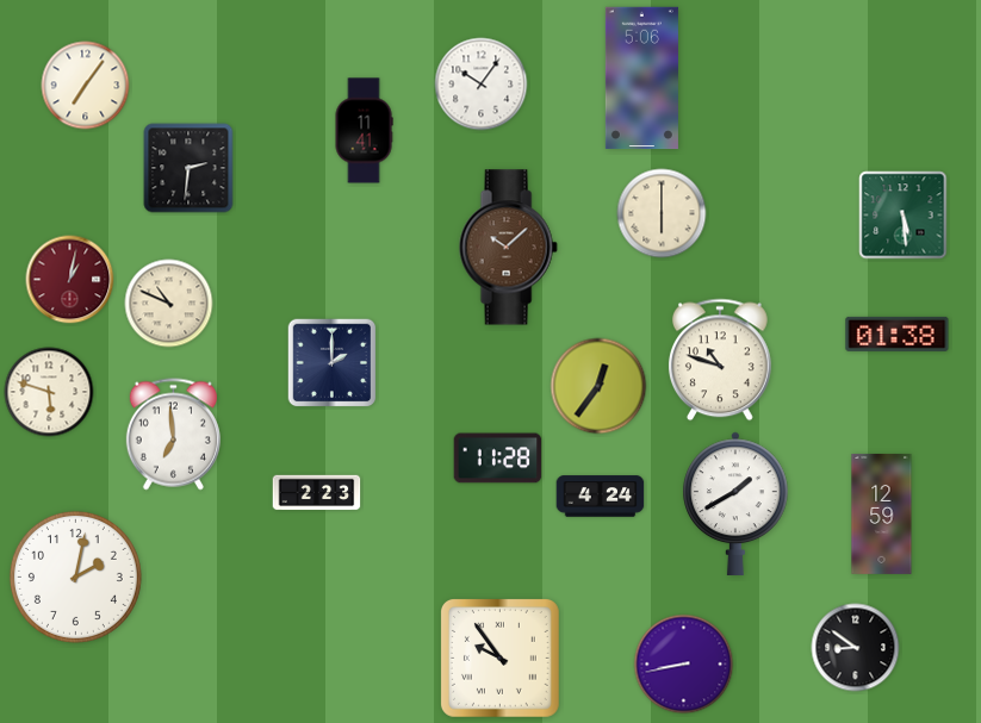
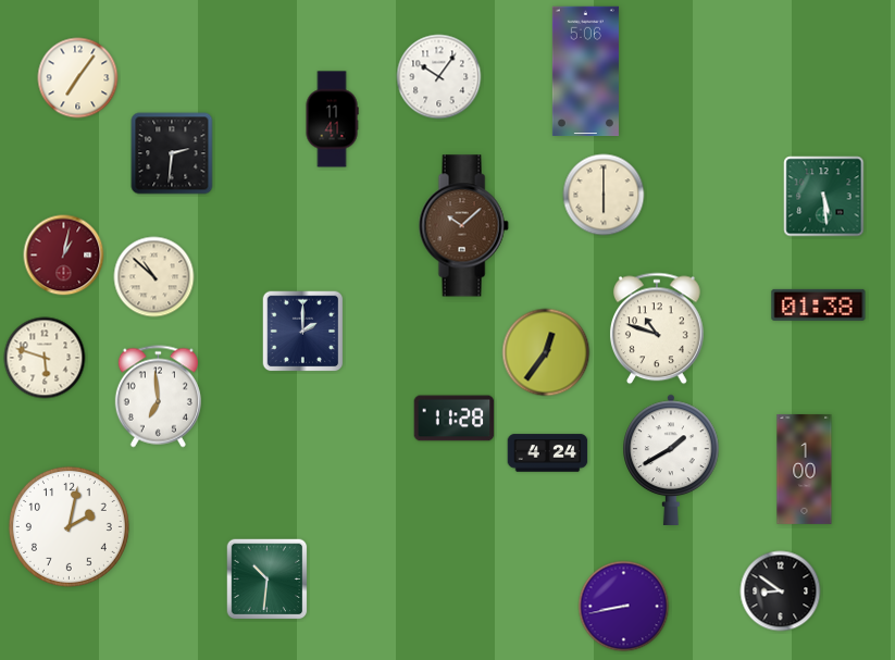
clock at (169, 304): 10:49 -> 10:52
clock at (317, 493): 2:23 -> none
clock at (882, 513): 12:59 -> 1:00
clock at (268, 580): none -> 10:31
clock at (499, 657): 9:54 -> none
